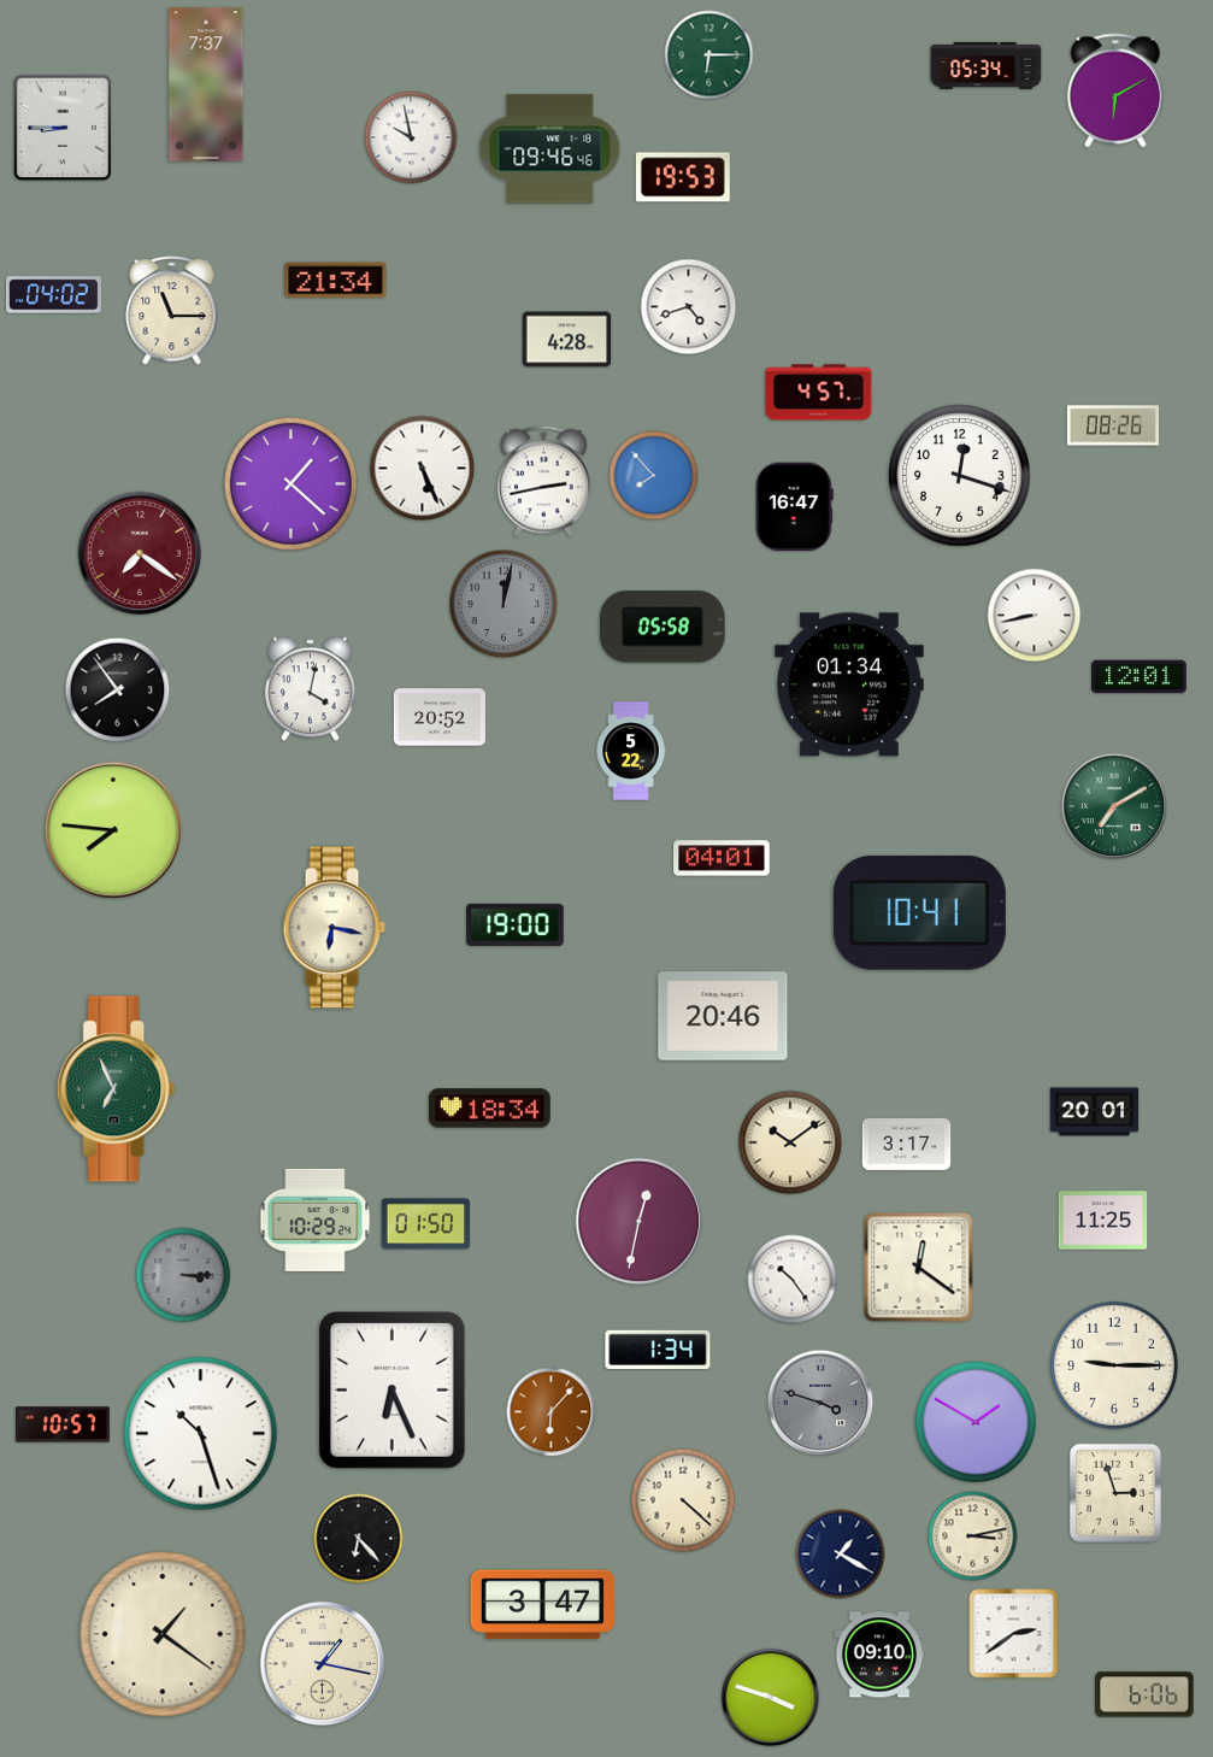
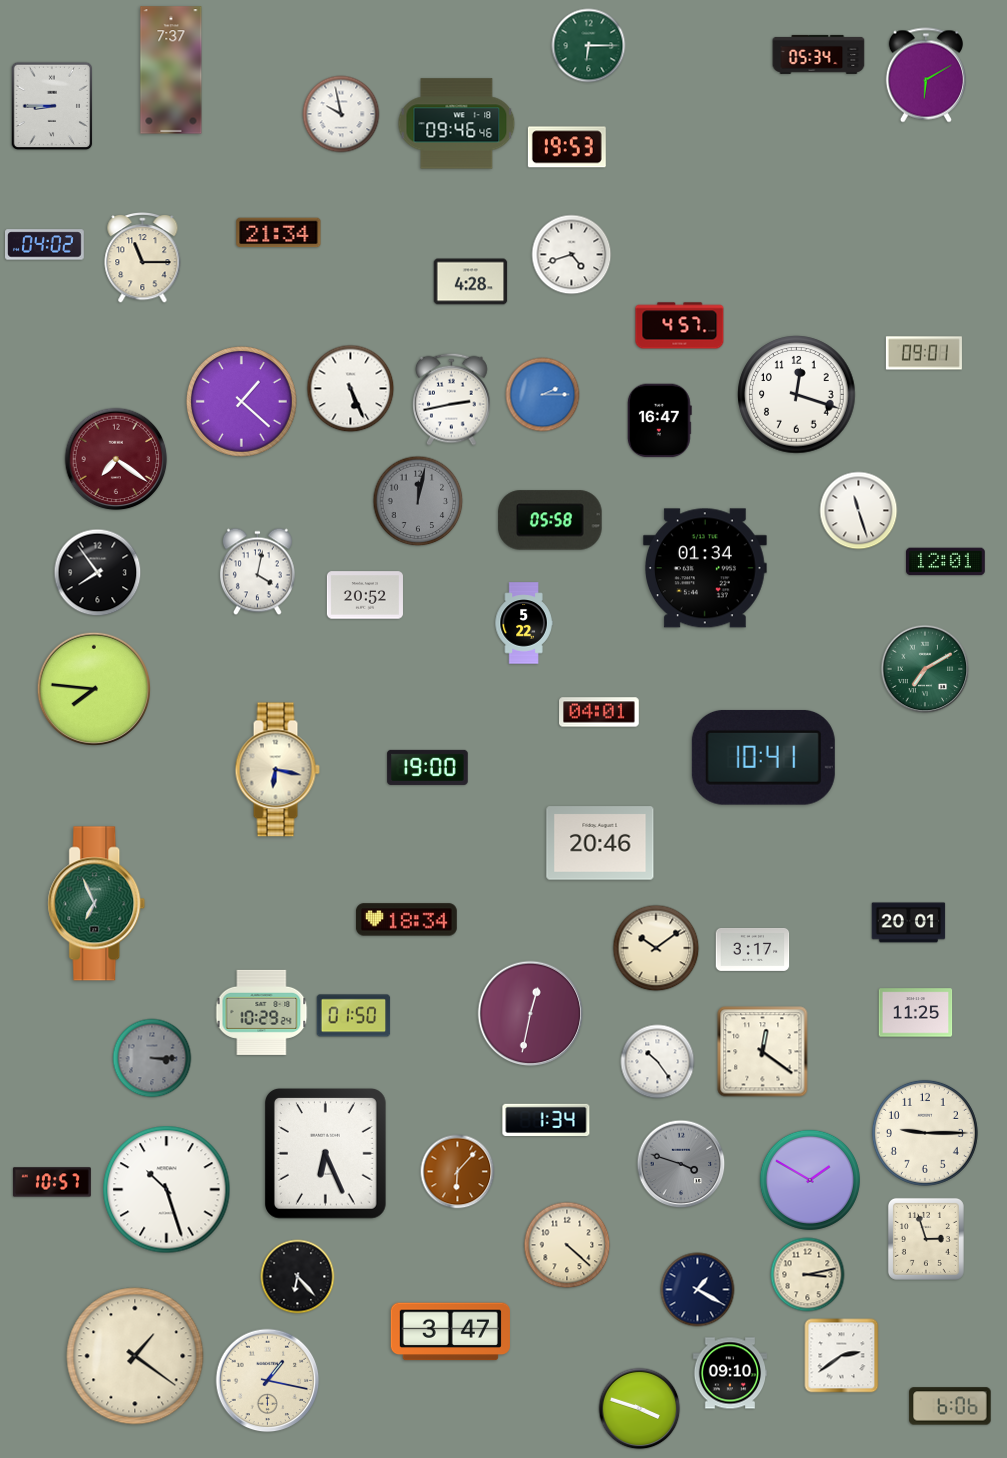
clock at (1113, 425): 08:26 -> 09:01
clock at (654, 476): 7:53 -> 2:15
clock at (1035, 616): 8:43 -> 11:27
